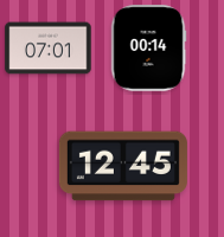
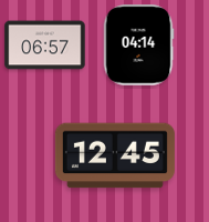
clock at (49, 49): 07:01 -> 06:57
clock at (148, 49): 00:14 -> 04:14
